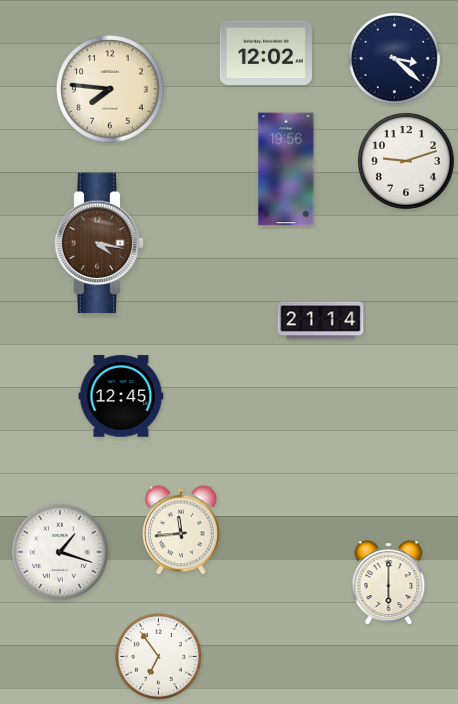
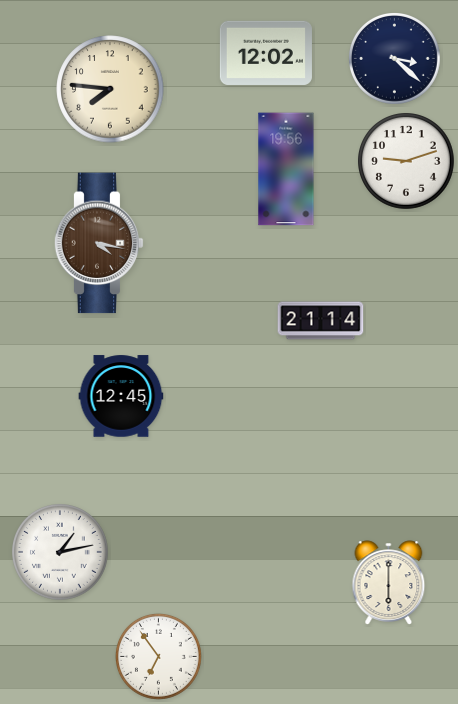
clock at (181, 530): 11:44 -> none
clock at (61, 553): 1:18 -> 1:13
